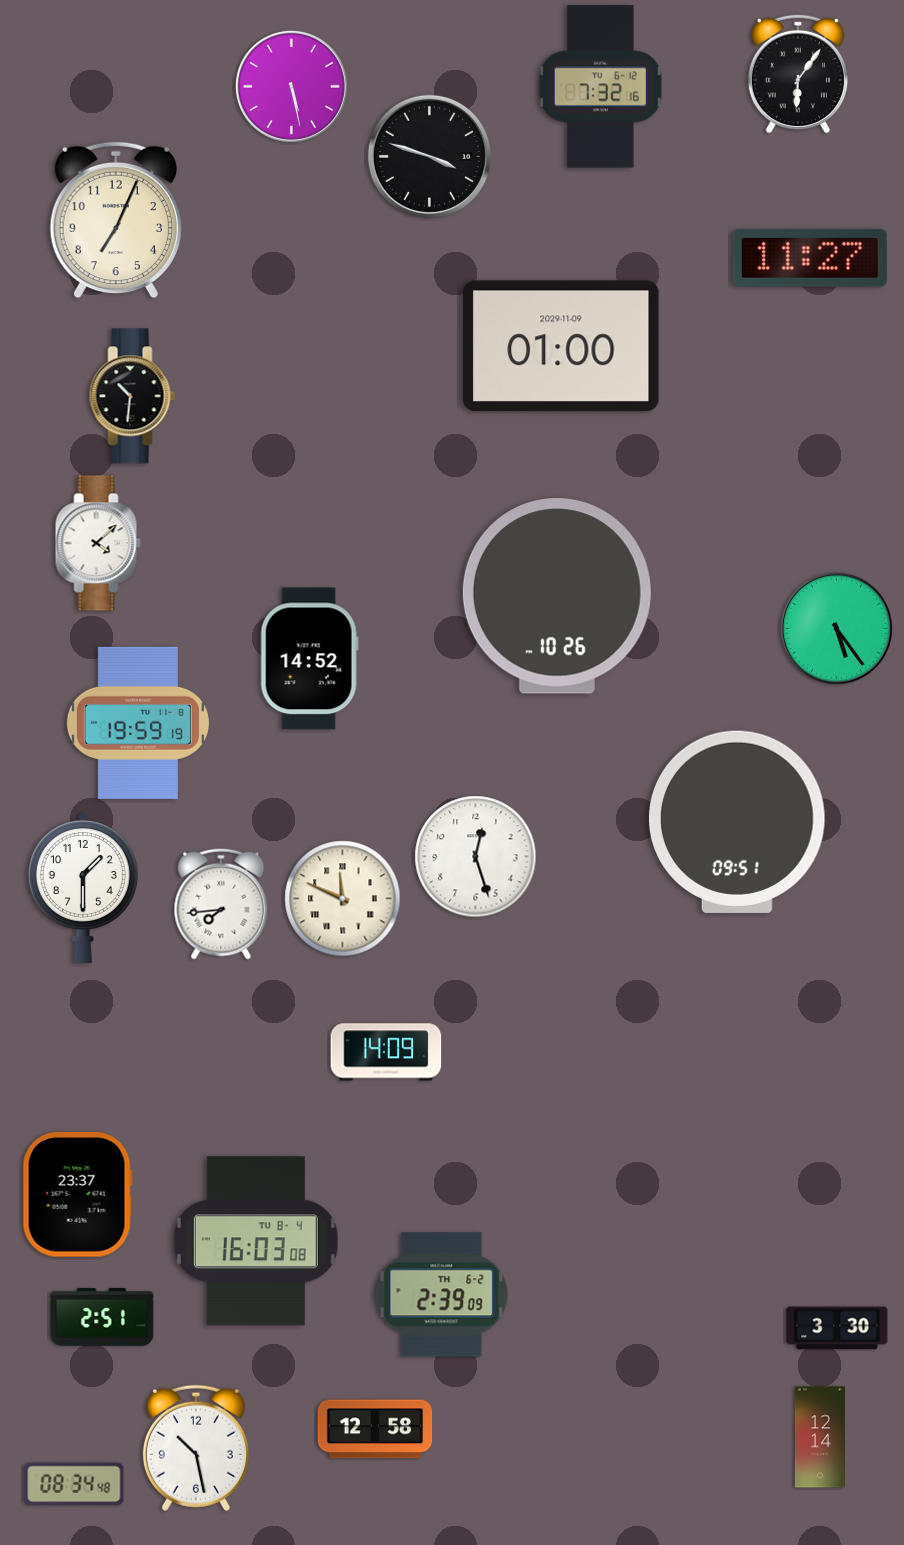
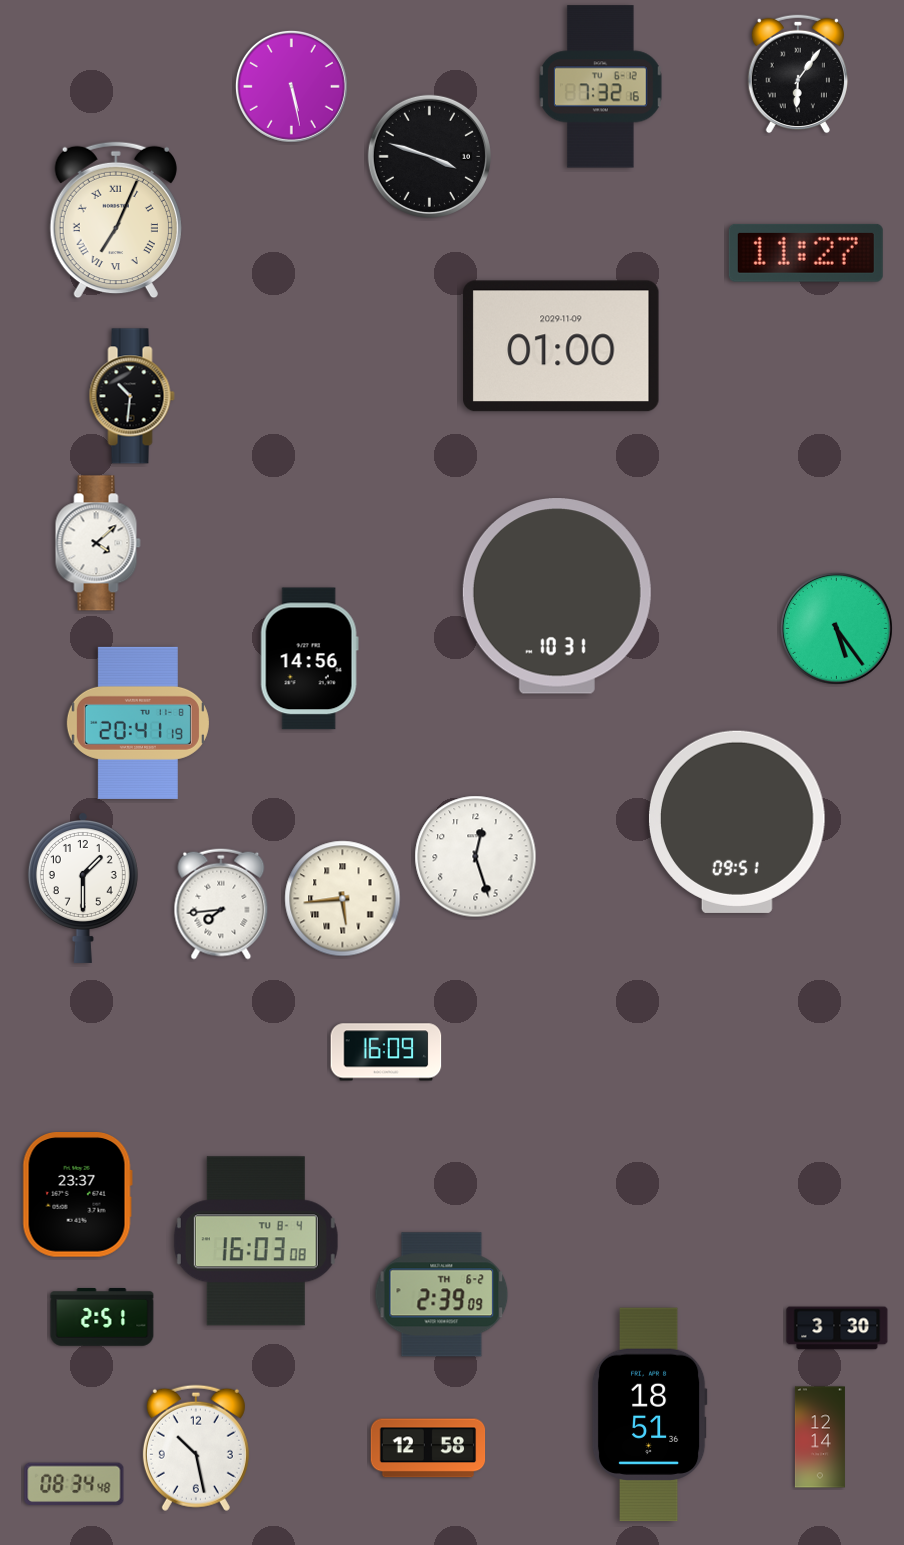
clock at (116, 220) numerals: Arabic -> Roman
clock at (810, 258) position: (810, 258) -> (806, 253)
clock at (557, 596): 10:26 -> 10:31
clock at (309, 659): 14:52 -> 14:56
clock at (138, 723): 19:59 -> 20:41
clock at (343, 899): 11:49 -> 5:44
clock at (386, 1052): 14:09 -> 16:09
clock at (649, 1415): none -> 18:51
clock at (375, 1429) position: (375, 1429) -> (428, 1448)
